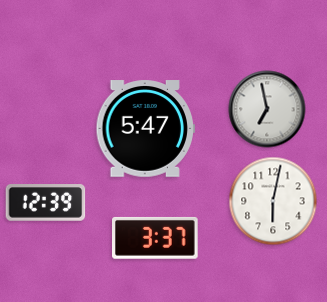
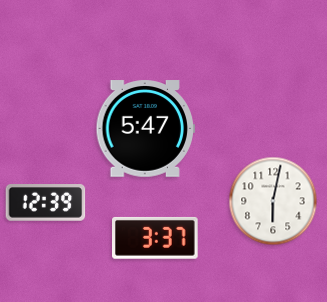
clock at (267, 109): 6:58 -> none
